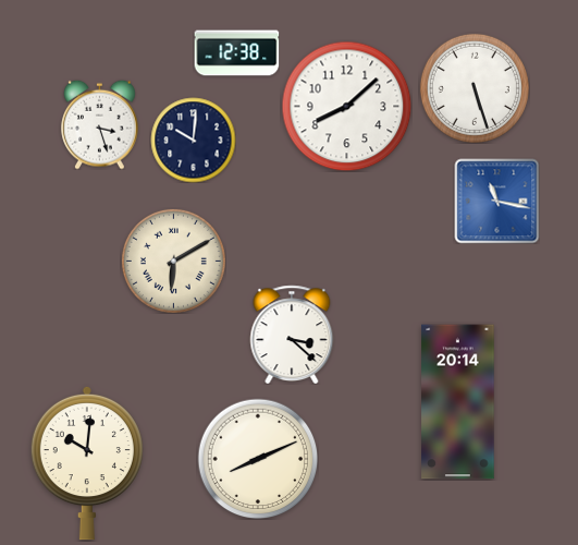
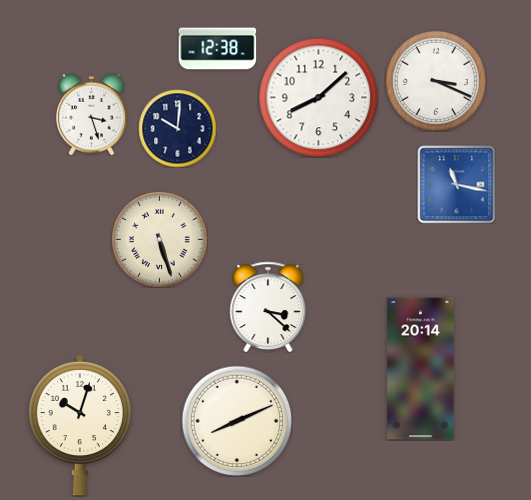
clock at (475, 88): 5:27 -> 3:19
clock at (173, 261): 6:10 -> 5:27
clock at (87, 463): 10:01 -> 10:03
